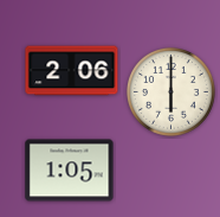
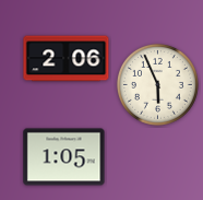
clock at (72, 71) position: (72, 71) -> (67, 59)
clock at (170, 91): 6:00 -> 5:56
